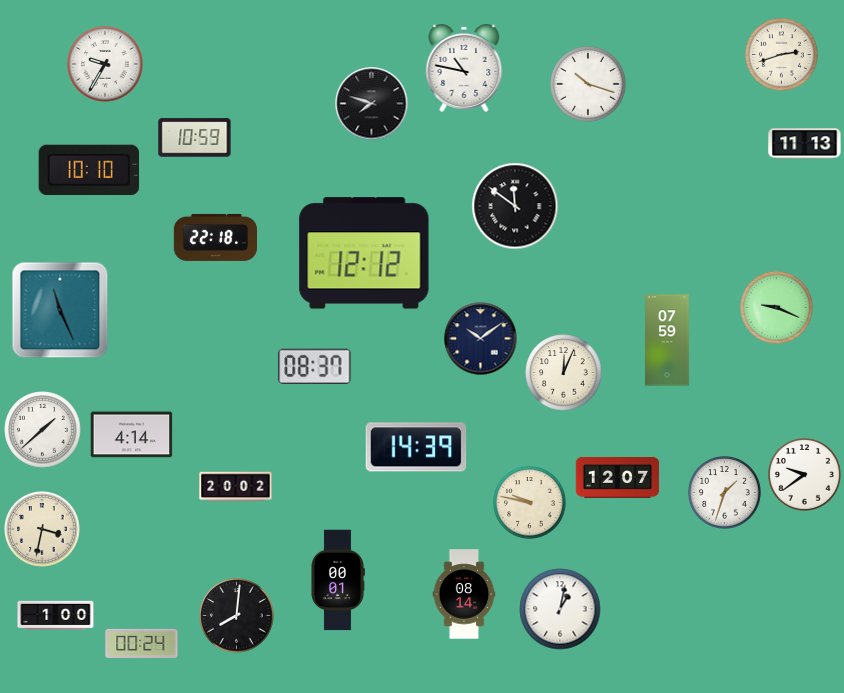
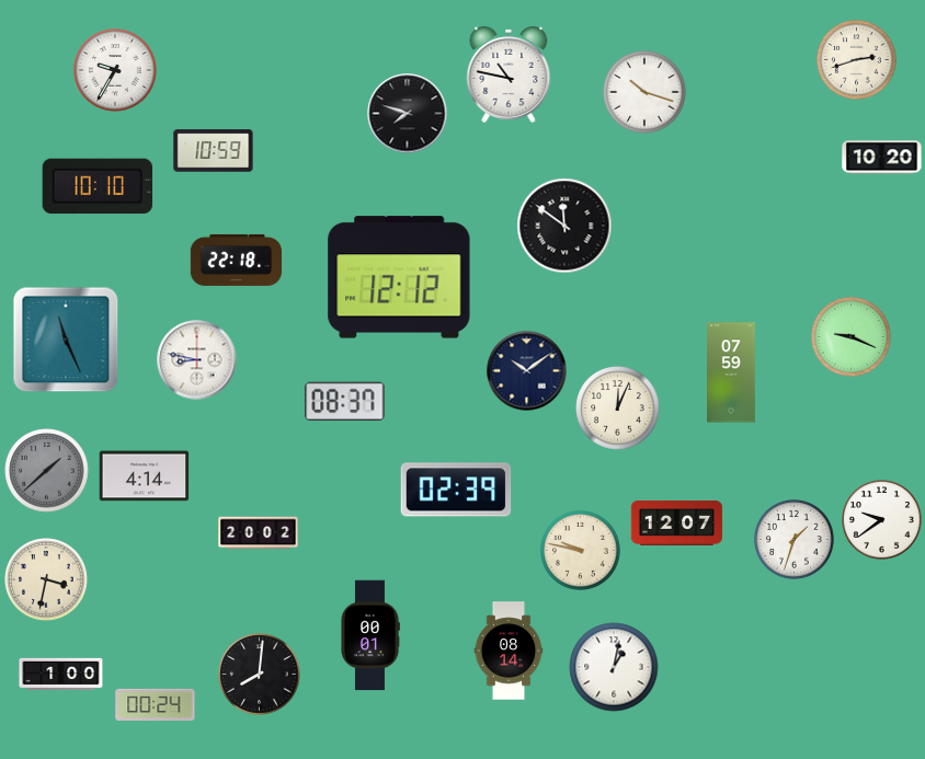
clock at (805, 144): 11:13 -> 10:20
clock at (197, 360): none -> 8:47
clock at (43, 430) dial: white -> grey
clock at (416, 447): 14:39 -> 02:39
